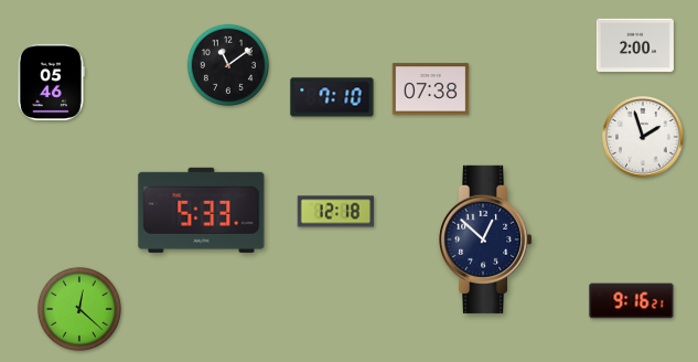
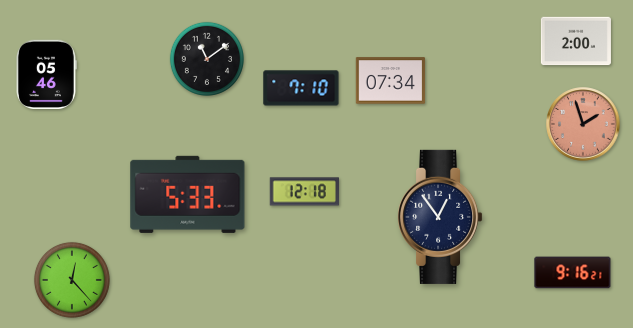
clock at (431, 89): 07:38 -> 07:34
clock at (643, 137) dial: white -> salmon
clock at (202, 210) position: (202, 210) -> (188, 194)
clock at (486, 239): 12:52 -> 12:54
clock at (79, 309): 12:22 -> 12:23
